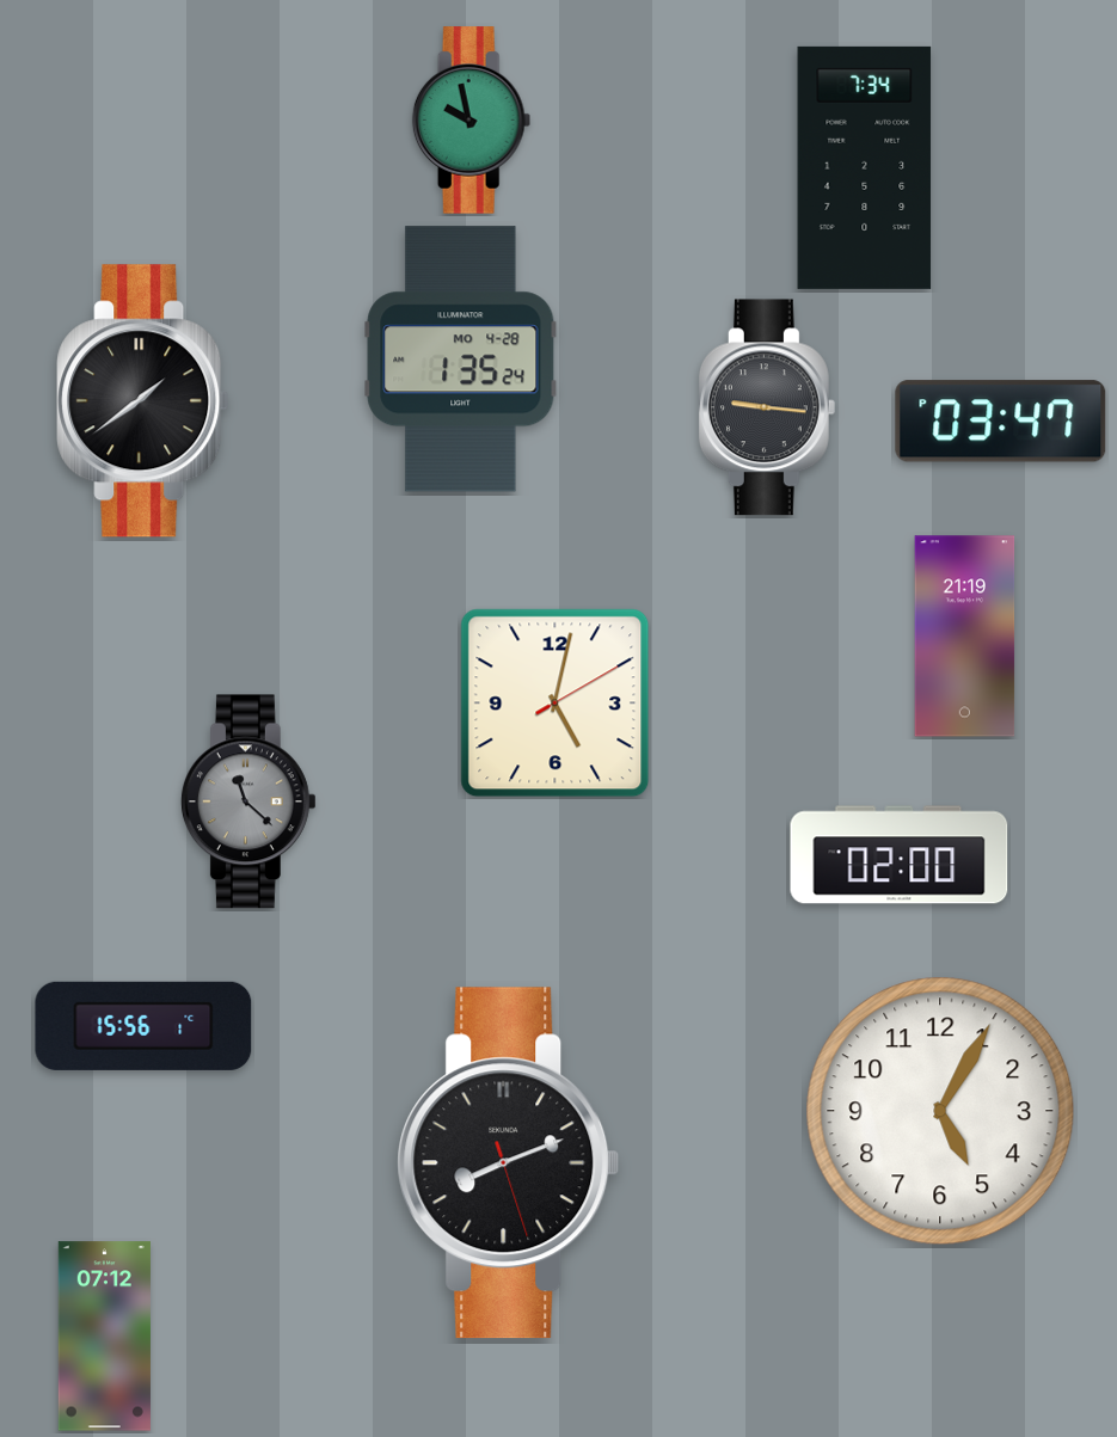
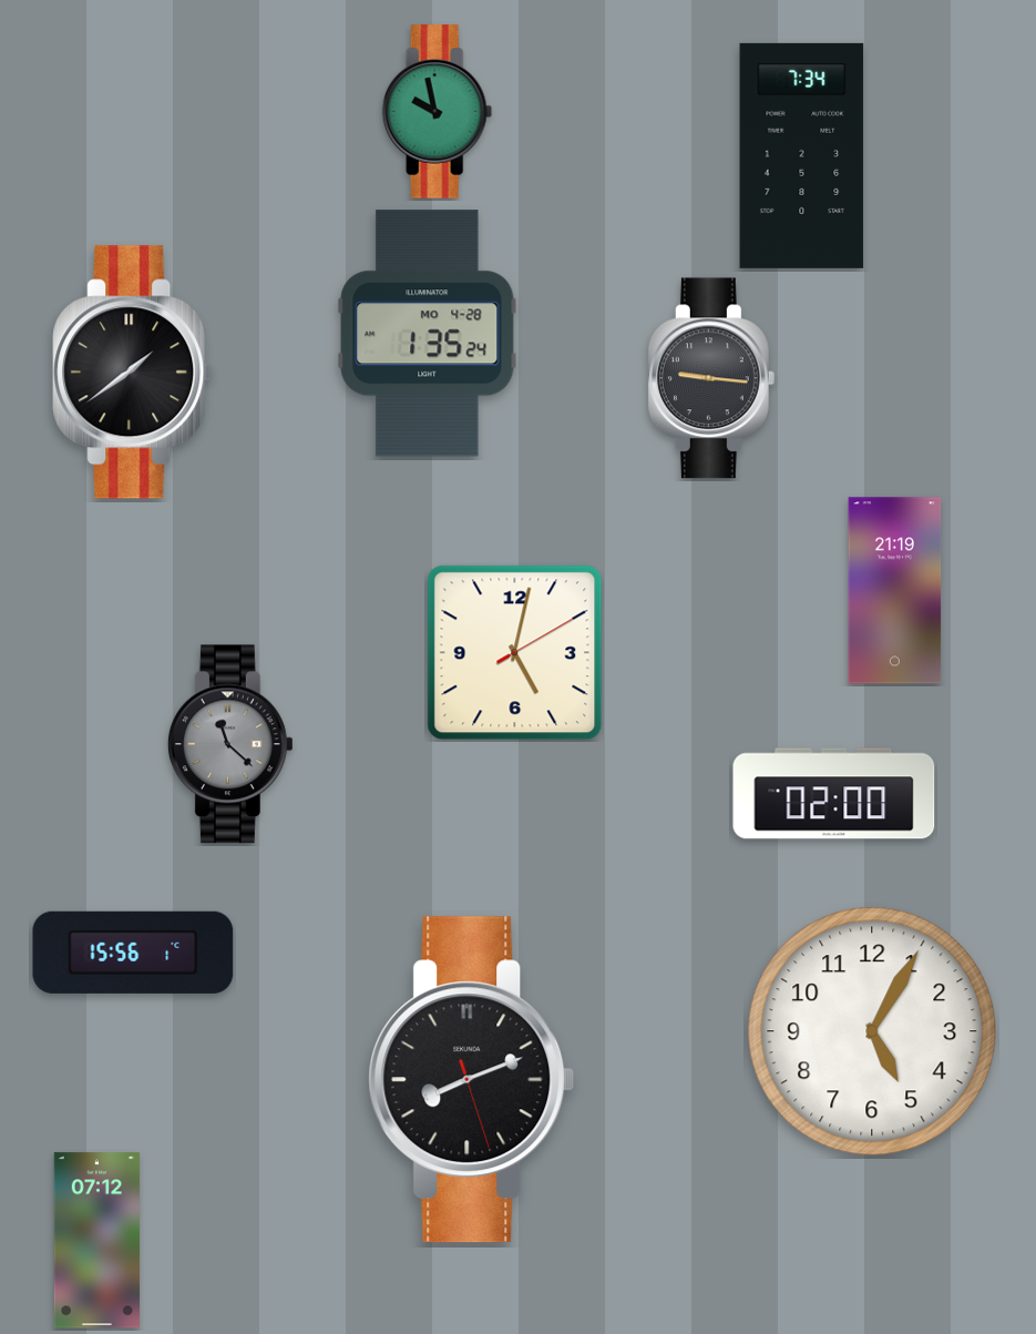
clock at (1001, 422): 03:47 -> none
